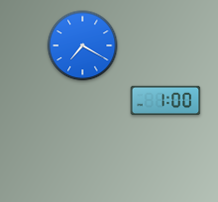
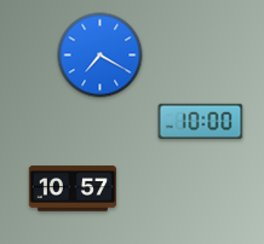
clock at (166, 101): 1:00 -> 10:00
clock at (71, 188): none -> 10:57
